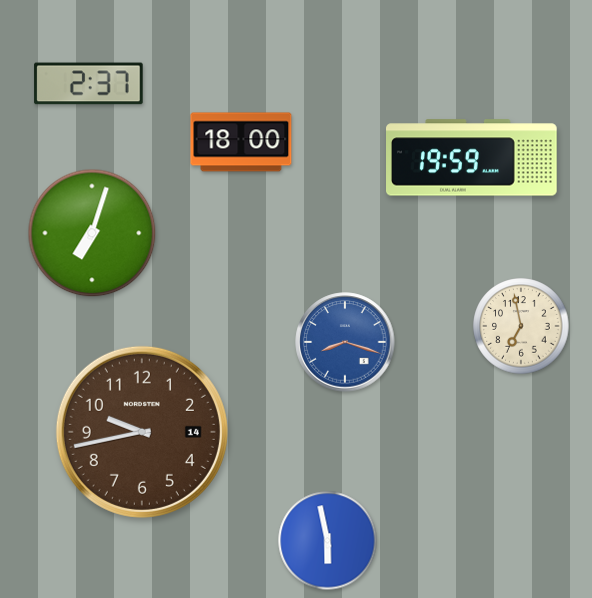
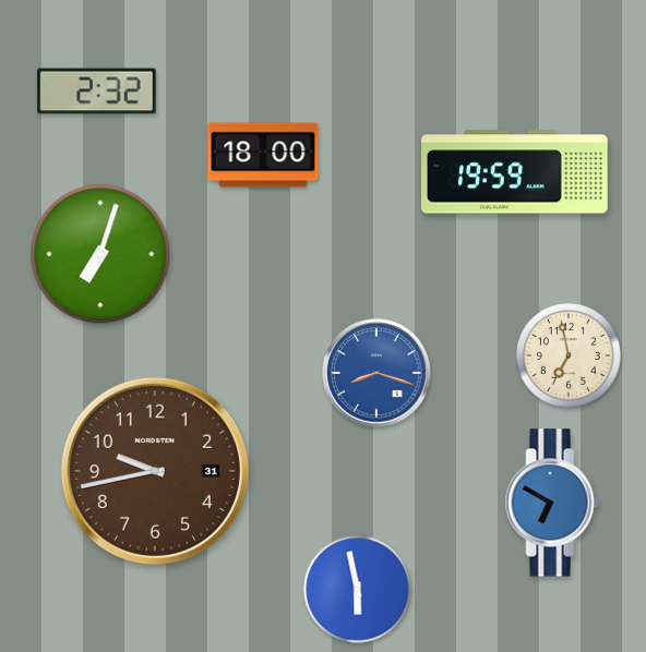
clock at (89, 84): 2:37 -> 2:32
clock at (142, 432) date: 14 -> 31
clock at (552, 503): none -> 6:50
